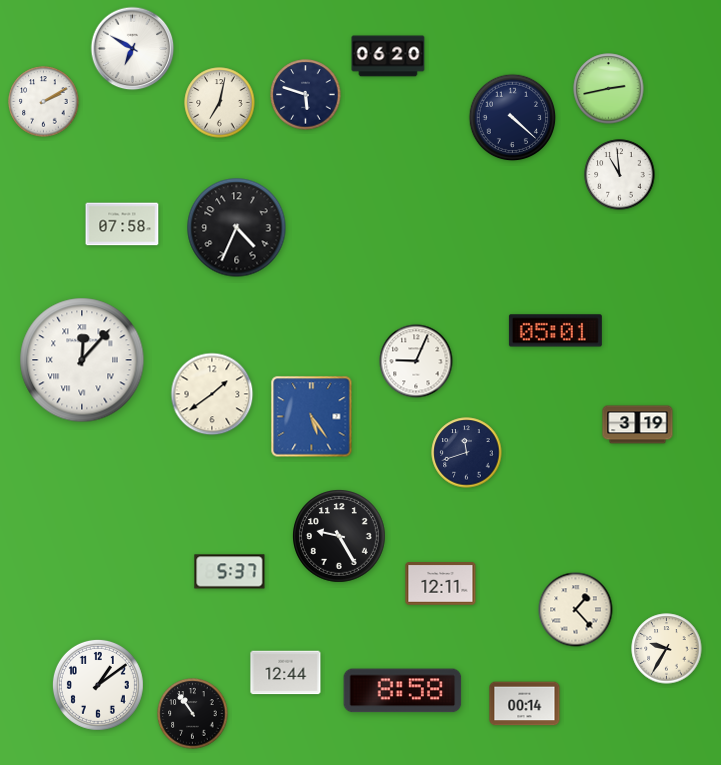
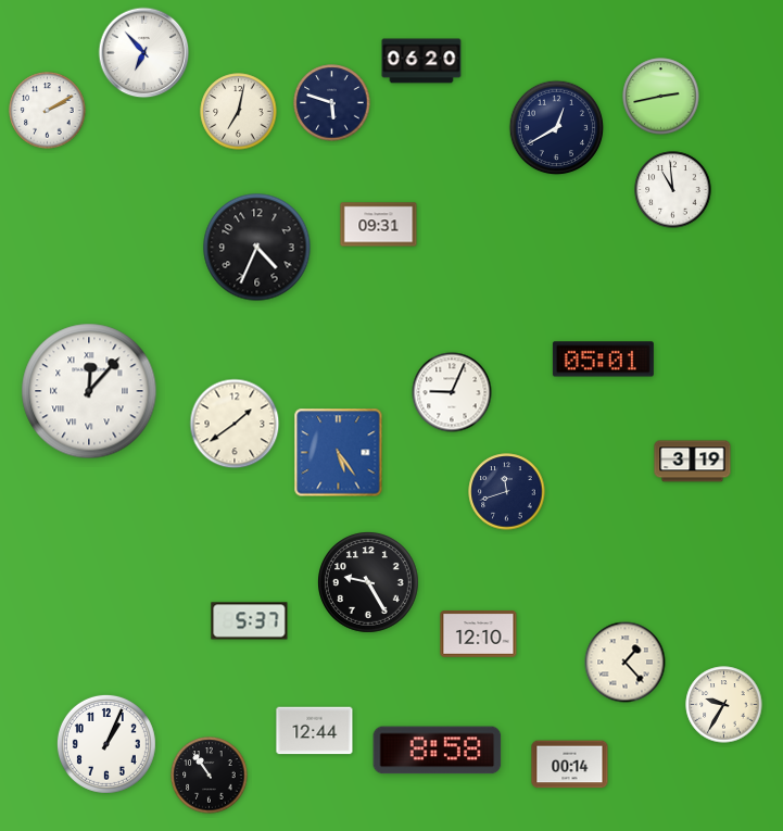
clock at (133, 49): 6:50 -> 6:53
clock at (513, 118): 4:22 -> 12:40
clock at (379, 225): none -> 09:31
clock at (122, 224): 07:58 -> none
clock at (212, 394) position: (212, 394) -> (235, 424)
clock at (441, 584): 12:11 -> 12:10
clock at (286, 673) position: (286, 673) -> (315, 731)
clock at (98, 685): 1:09 -> 1:04
